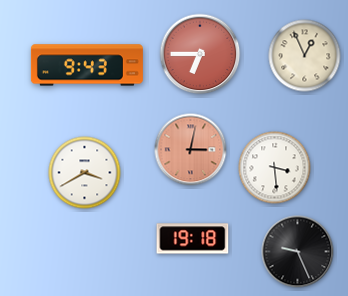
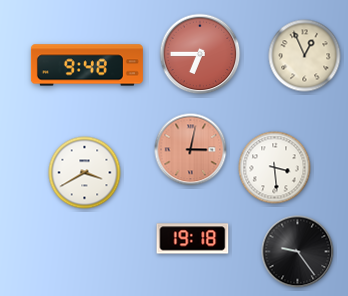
clock at (87, 65): 9:43 -> 9:48
clock at (298, 252): 9:26 -> 9:24
